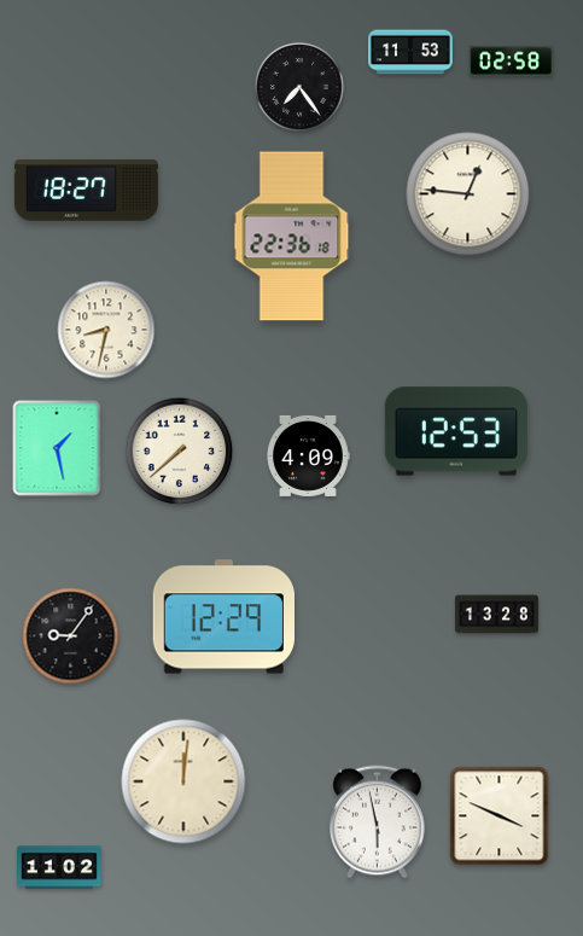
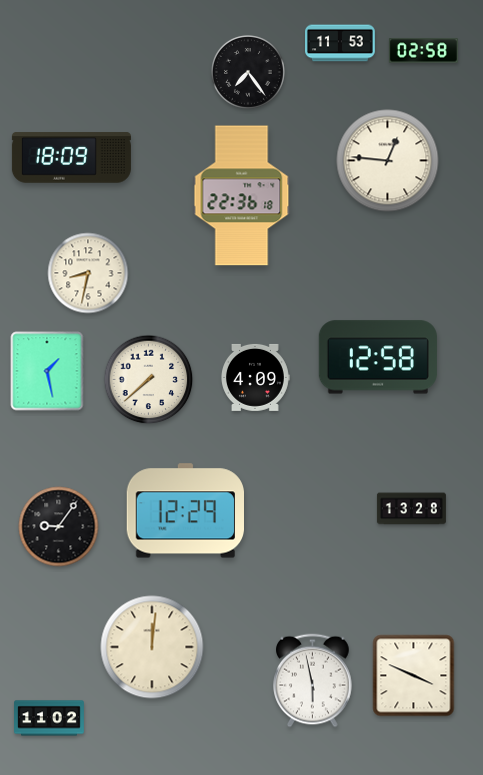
clock at (86, 191): 18:27 -> 18:09
clock at (456, 431): 12:53 -> 12:58
clock at (180, 452) position: (180, 452) -> (149, 380)
